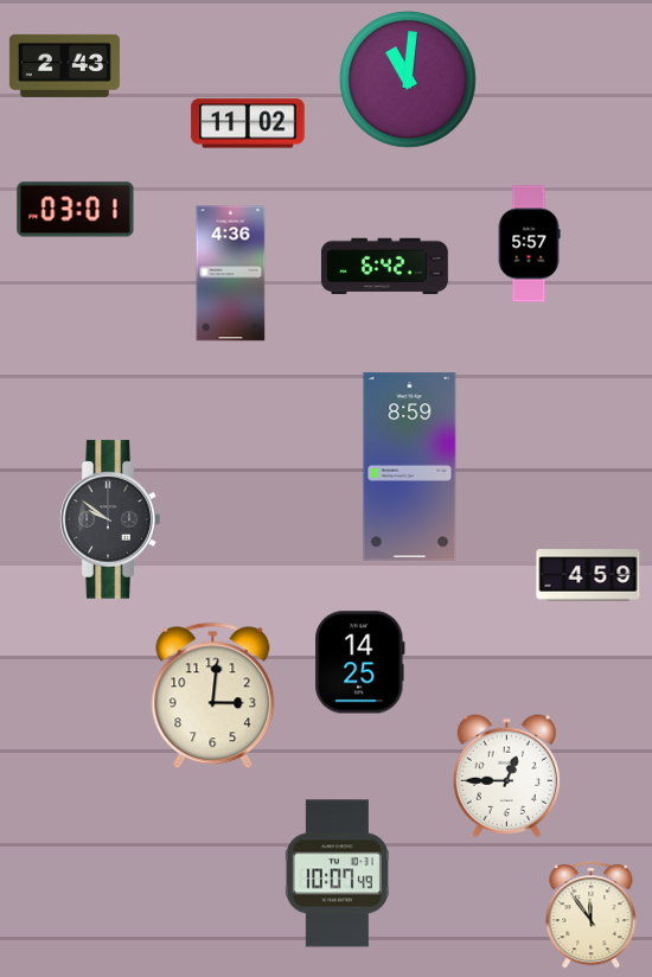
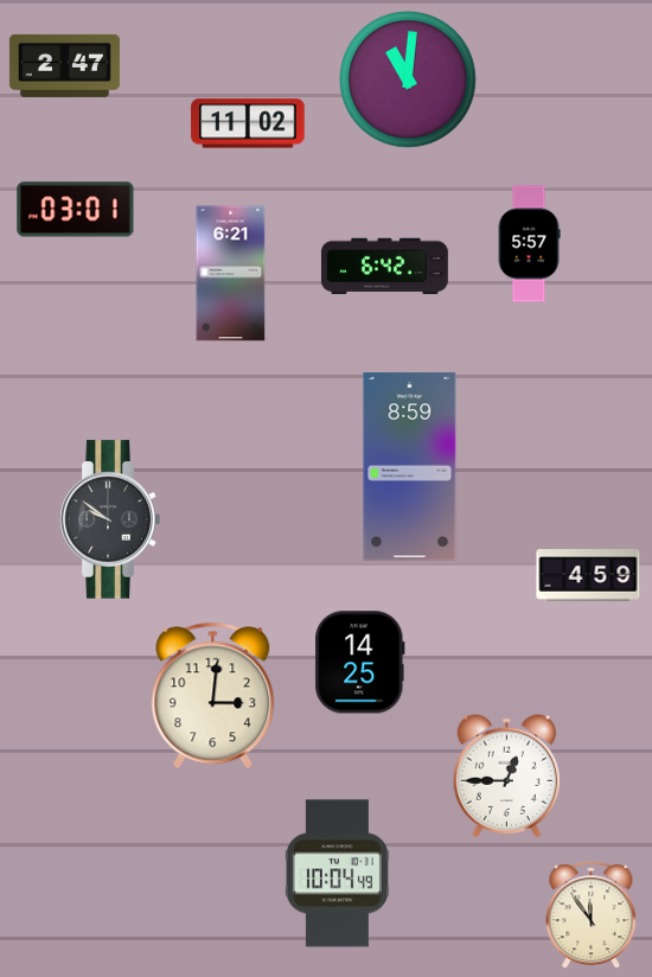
clock at (64, 65): 2:43 -> 2:47
clock at (231, 274): 4:36 -> 6:21
clock at (337, 874): 10:07 -> 10:04
